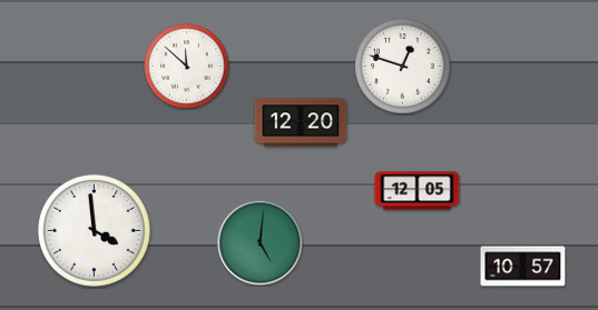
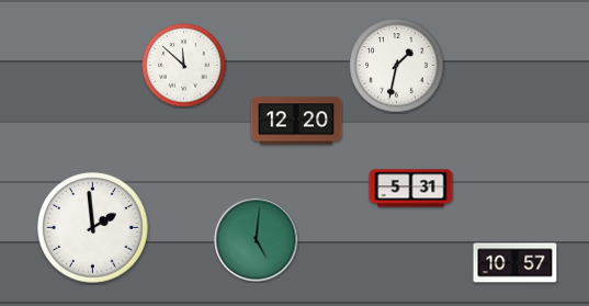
clock at (403, 67): 12:48 -> 1:32
clock at (418, 191): 12:05 -> 5:31
clock at (95, 231): 3:59 -> 1:59
